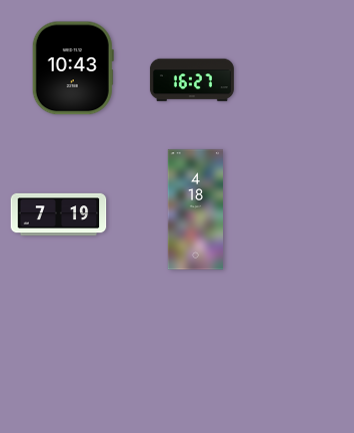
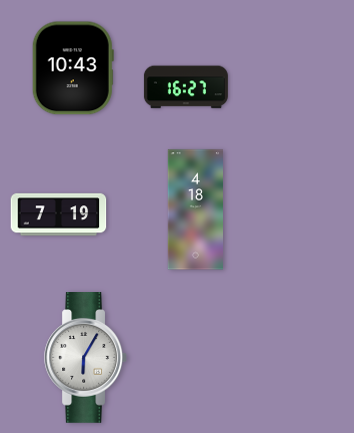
clock at (192, 80) position: (192, 80) -> (186, 87)
clock at (85, 358): none -> 6:05
